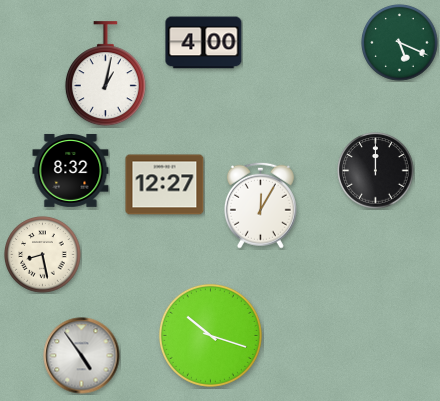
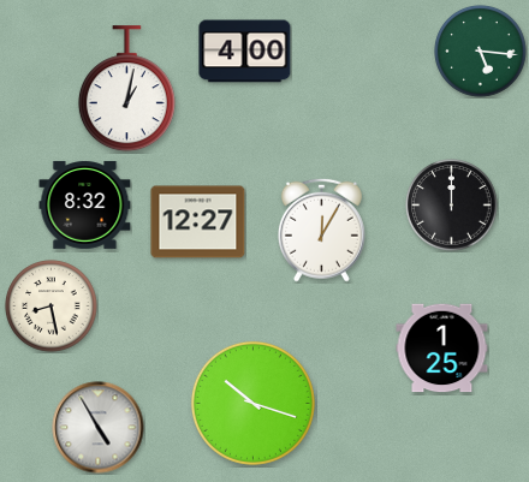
clock at (400, 43): 5:19 -> 5:16
clock at (260, 205) position: (260, 205) -> (321, 230)
clock at (442, 349): none -> 1:25
clock at (82, 356): 4:54 -> 4:55
